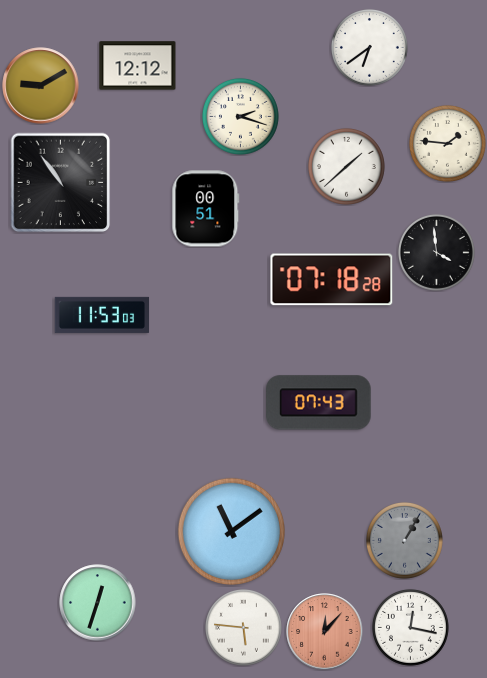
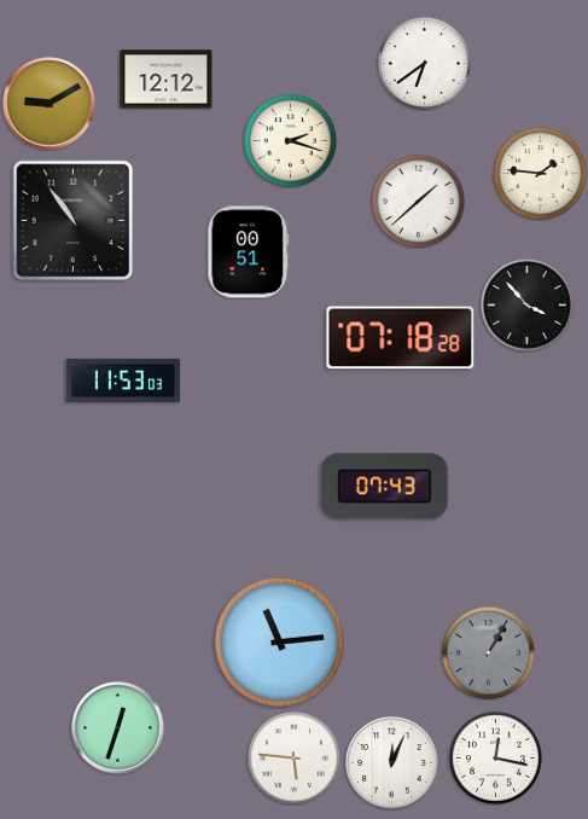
clock at (369, 47) position: (369, 47) -> (424, 63)
clock at (436, 252): 3:59 -> 3:53
clock at (231, 531): 11:09 -> 11:14
clock at (325, 632): 12:07 -> 12:04
clock at (325, 632) dial: salmon -> white
